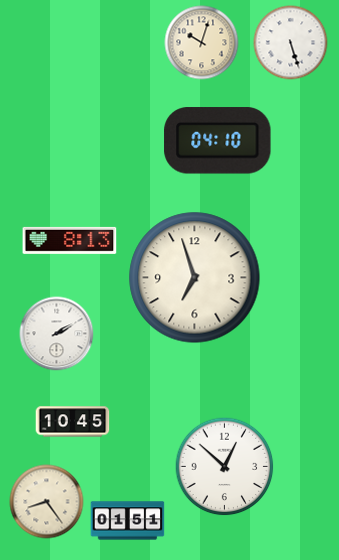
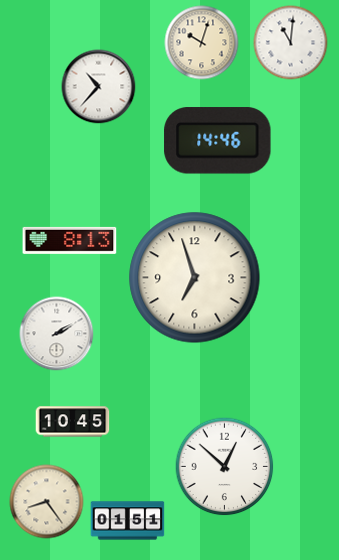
clock at (291, 43): 5:27 -> 11:01
clock at (99, 87): none -> 10:37
clock at (218, 141): 04:10 -> 14:46
